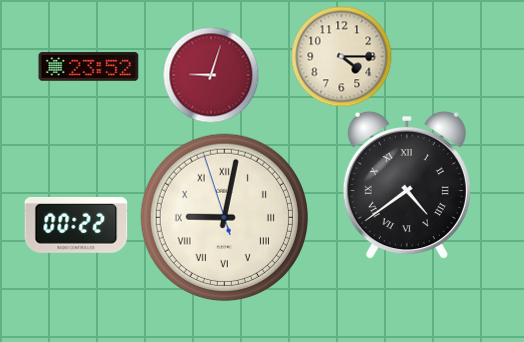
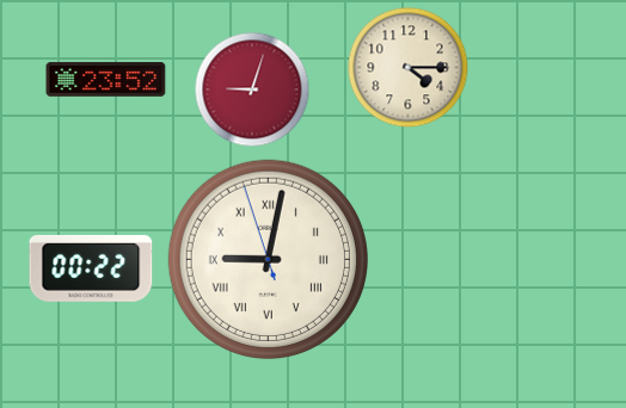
clock at (407, 185): 4:39 -> none
